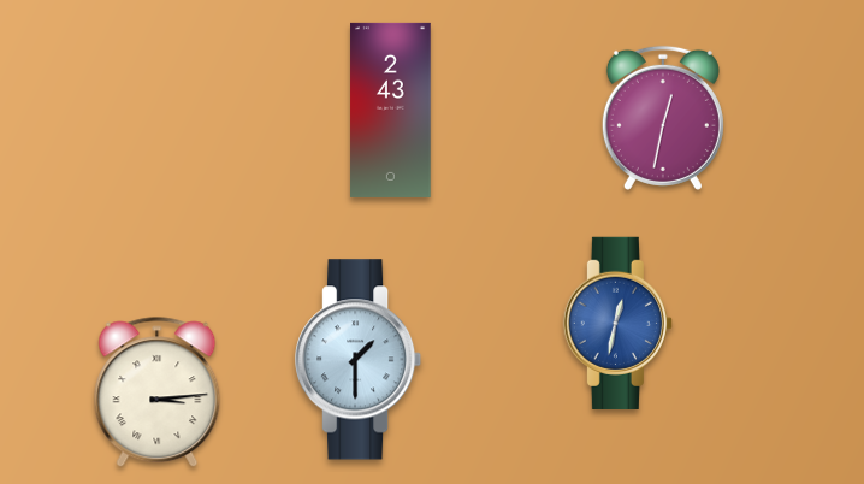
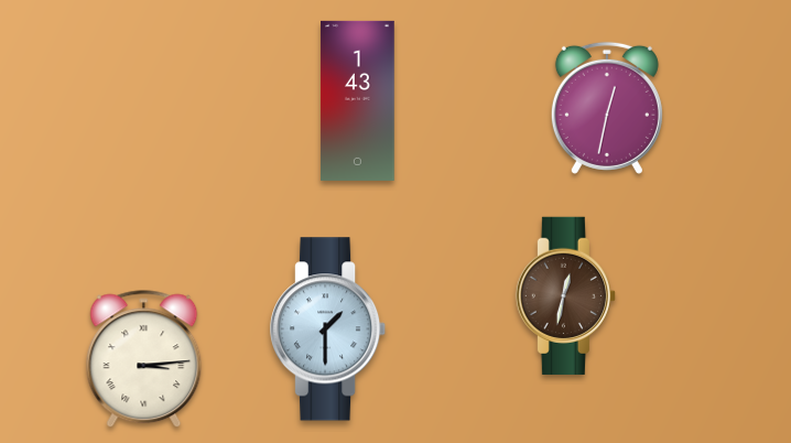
clock at (391, 110): 2:43 -> 1:43
clock at (617, 323) dial: blue -> brown
